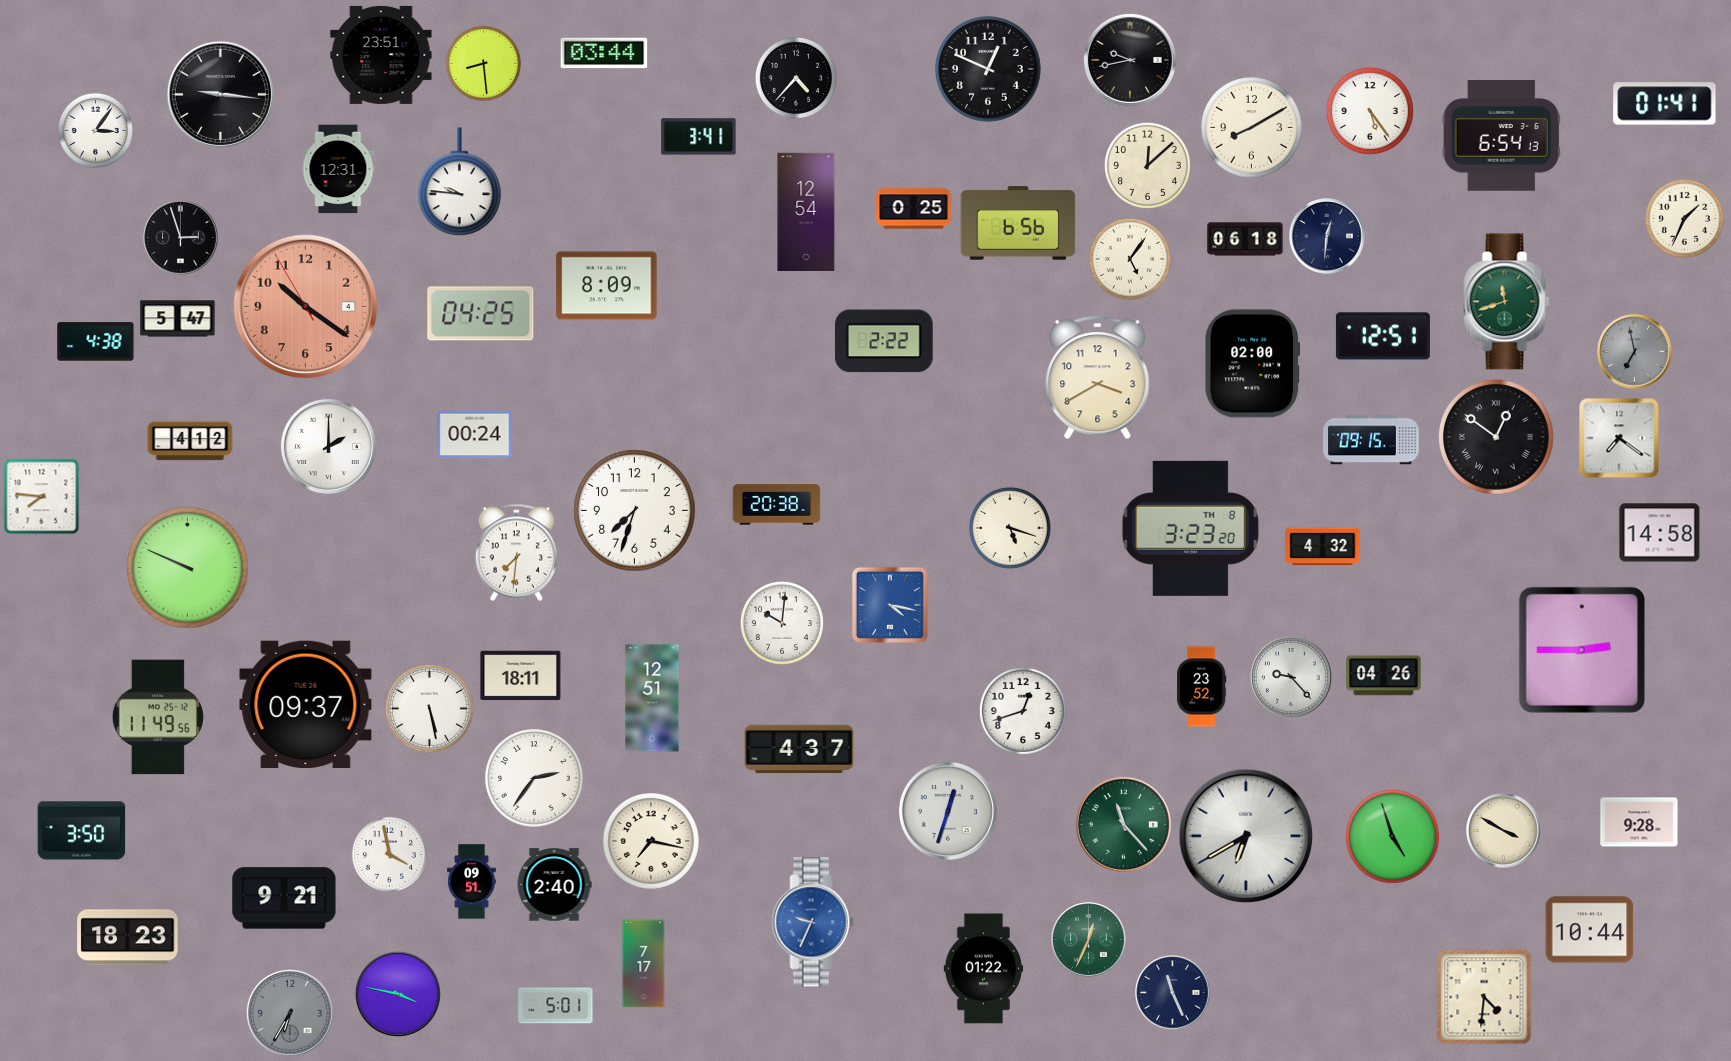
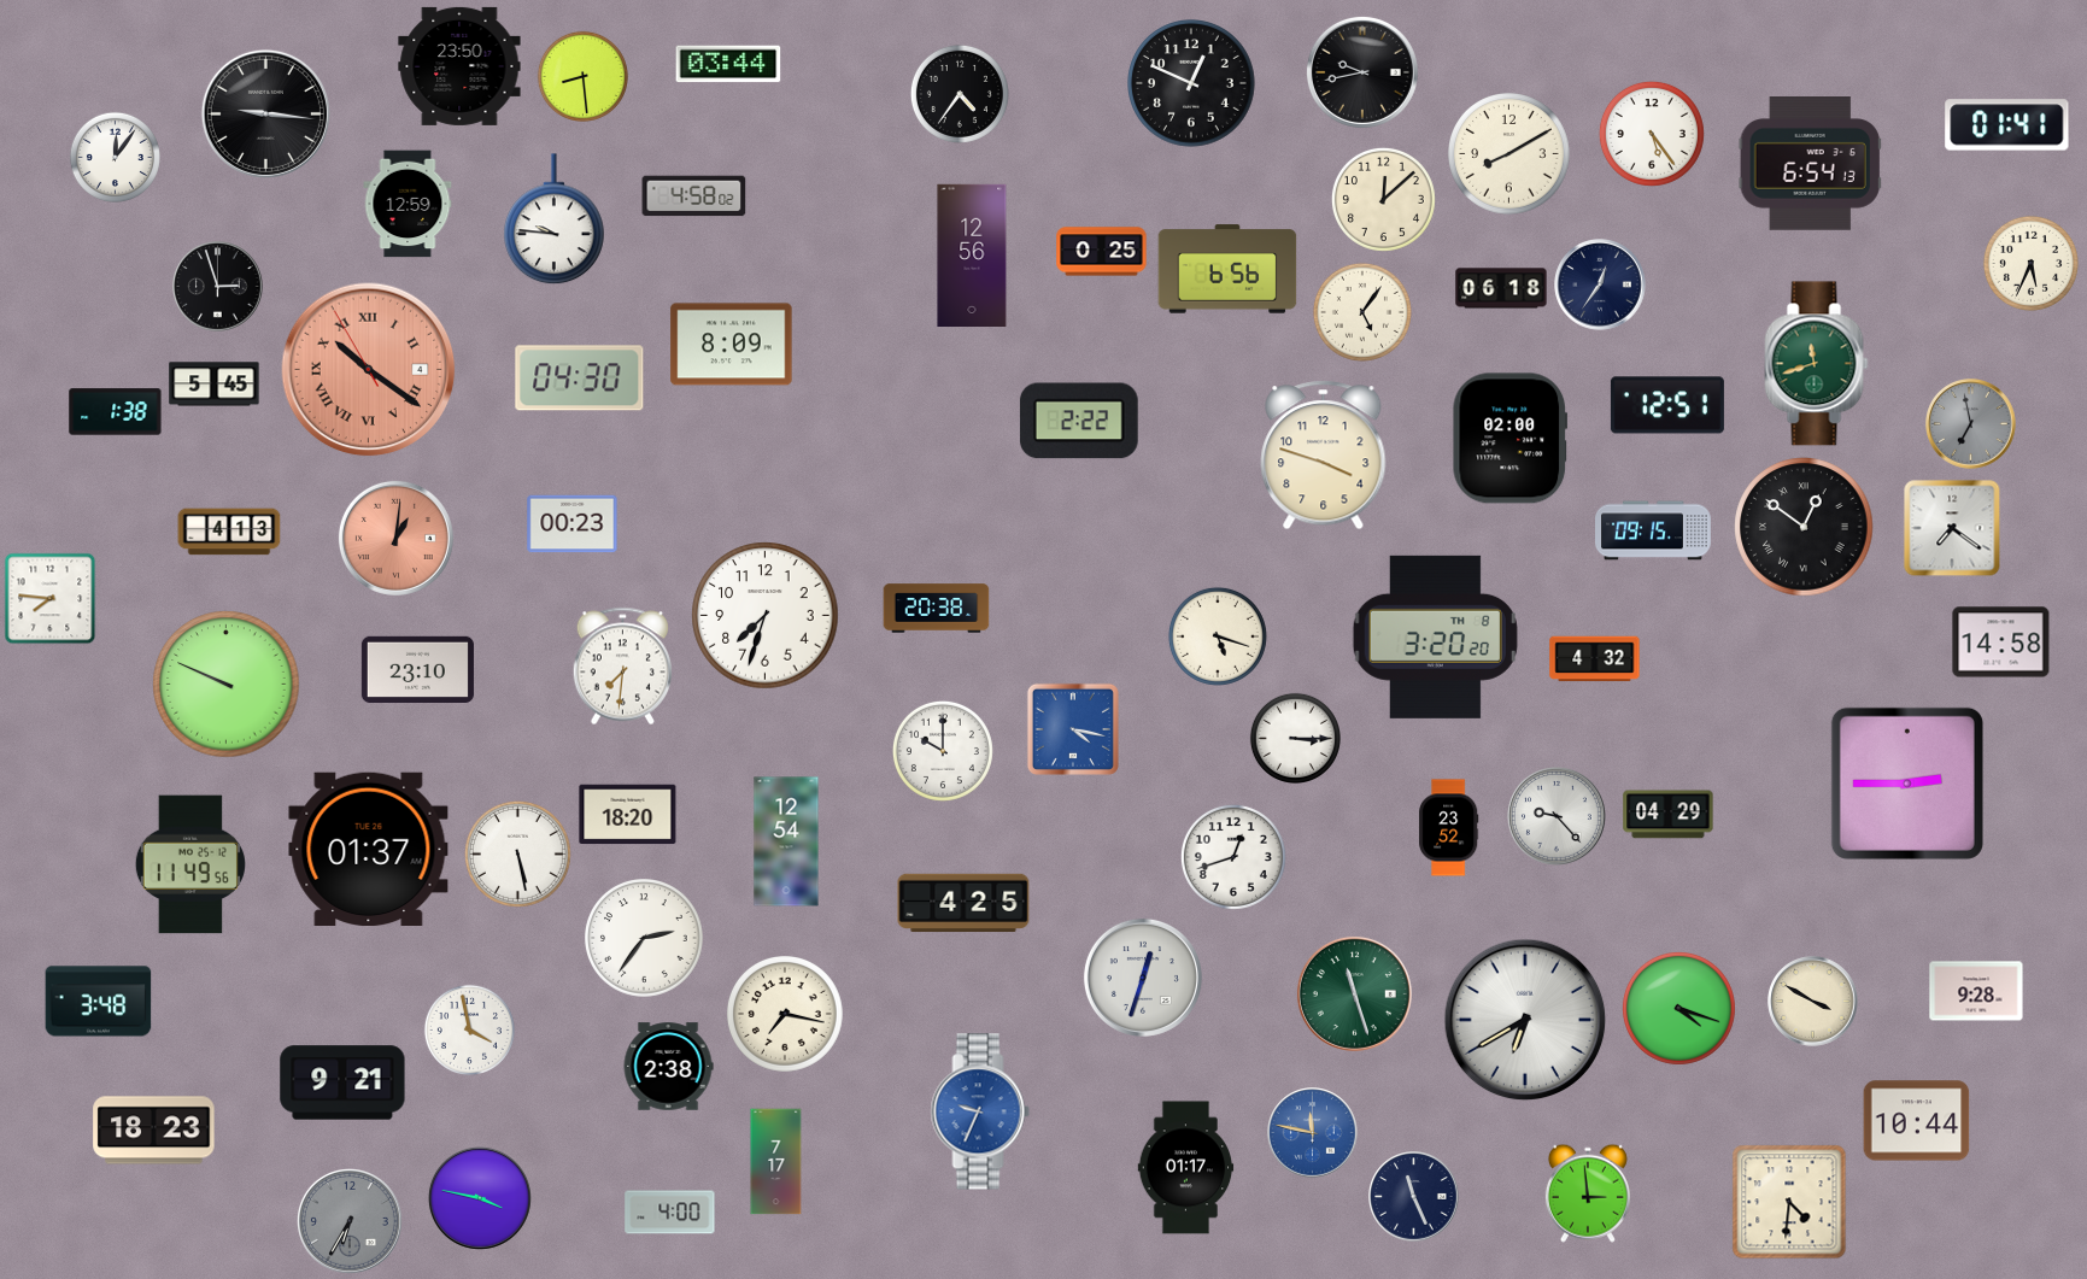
clock at (381, 55): 23:51 -> 23:50
clock at (796, 78): 4:37 -> 4:36
clock at (95, 130): 3:06 -> 12:06
clock at (699, 137): 3:41 -> none
clock at (694, 196): none -> 4:58
clock at (338, 169): 12:31 -> 12:59
clock at (806, 211): 12:54 -> 12:56
clock at (1684, 218): 1:34 -> 5:34
clock at (1327, 236): 12:31 -> 12:36
clock at (306, 307) numerals: Arabic -> Roman
clock at (481, 314): 04:25 -> 04:30
clock at (178, 319): 5:47 -> 5:45
clock at (884, 341) position: (884, 341) -> (1079, 421)
clock at (96, 342): 4:38 -> 1:38
clock at (1098, 378): 3:40 -> 3:48
clock at (475, 435): 00:24 -> 00:23
clock at (190, 441): 4:12 -> 4:13
clock at (328, 446): 2:00 -> 1:01
clock at (328, 446) dial: white -> salmon
clock at (1190, 528): 3:23 -> 3:20
clock at (417, 669): none -> 23:10
clock at (1295, 738): none -> 3:15
clock at (782, 623): 10:01 -> 10:00
clock at (521, 676): 18:11 -> 18:20
clock at (1384, 676): 04:26 -> 04:29
clock at (652, 698): 12:51 -> 12:54
clock at (306, 704): 09:37 -> 01:37
clock at (799, 749): 4:37 -> 4:25
clock at (1123, 824): 11:23 -> 11:27
clock at (82, 831): 3:50 -> 3:48
clock at (1246, 836) position: (1246, 836) -> (1525, 1020)
clock at (1392, 836): 4:57 -> 4:18
clock at (472, 882): 09:51 -> none
clock at (554, 885): 2:40 -> 2:38
clock at (1089, 940): 12:34 -> 11:47
clock at (1089, 940) dial: green -> blue
clock at (984, 969): 01:22 -> 01:17
clock at (1588, 1193): none -> 2:59
clock at (556, 1006): 5:01 -> 4:00
